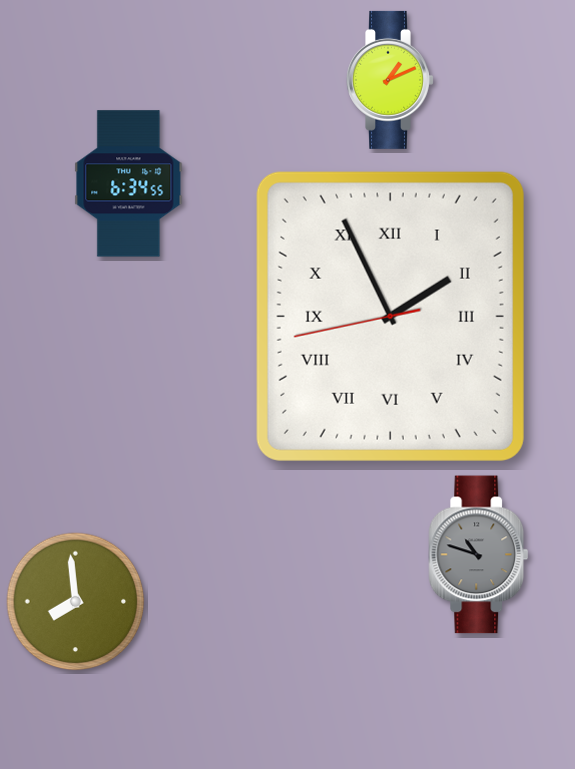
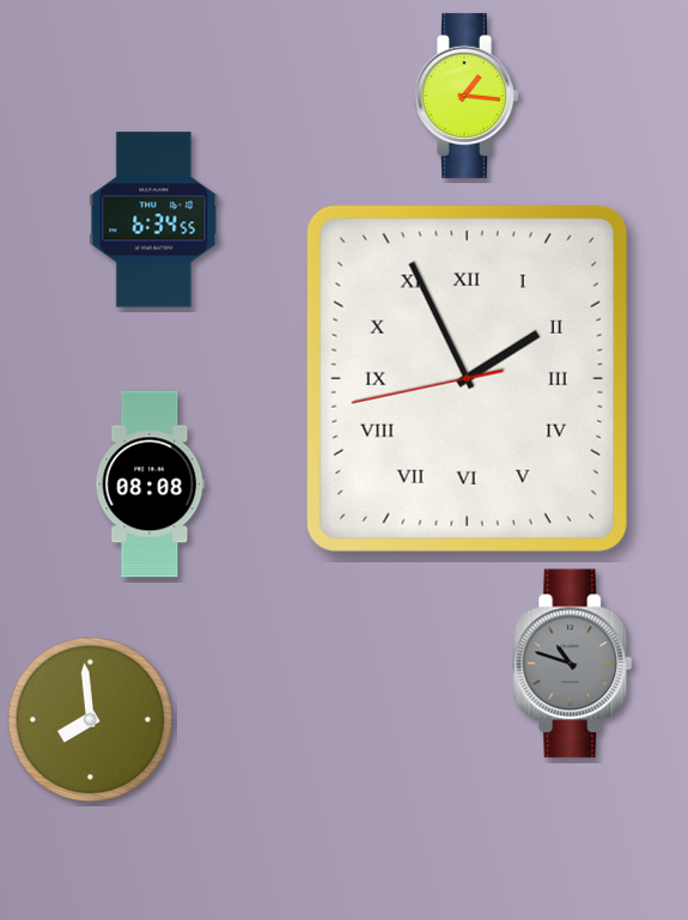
clock at (391, 80): 1:11 -> 1:16
clock at (151, 485): none -> 08:08
